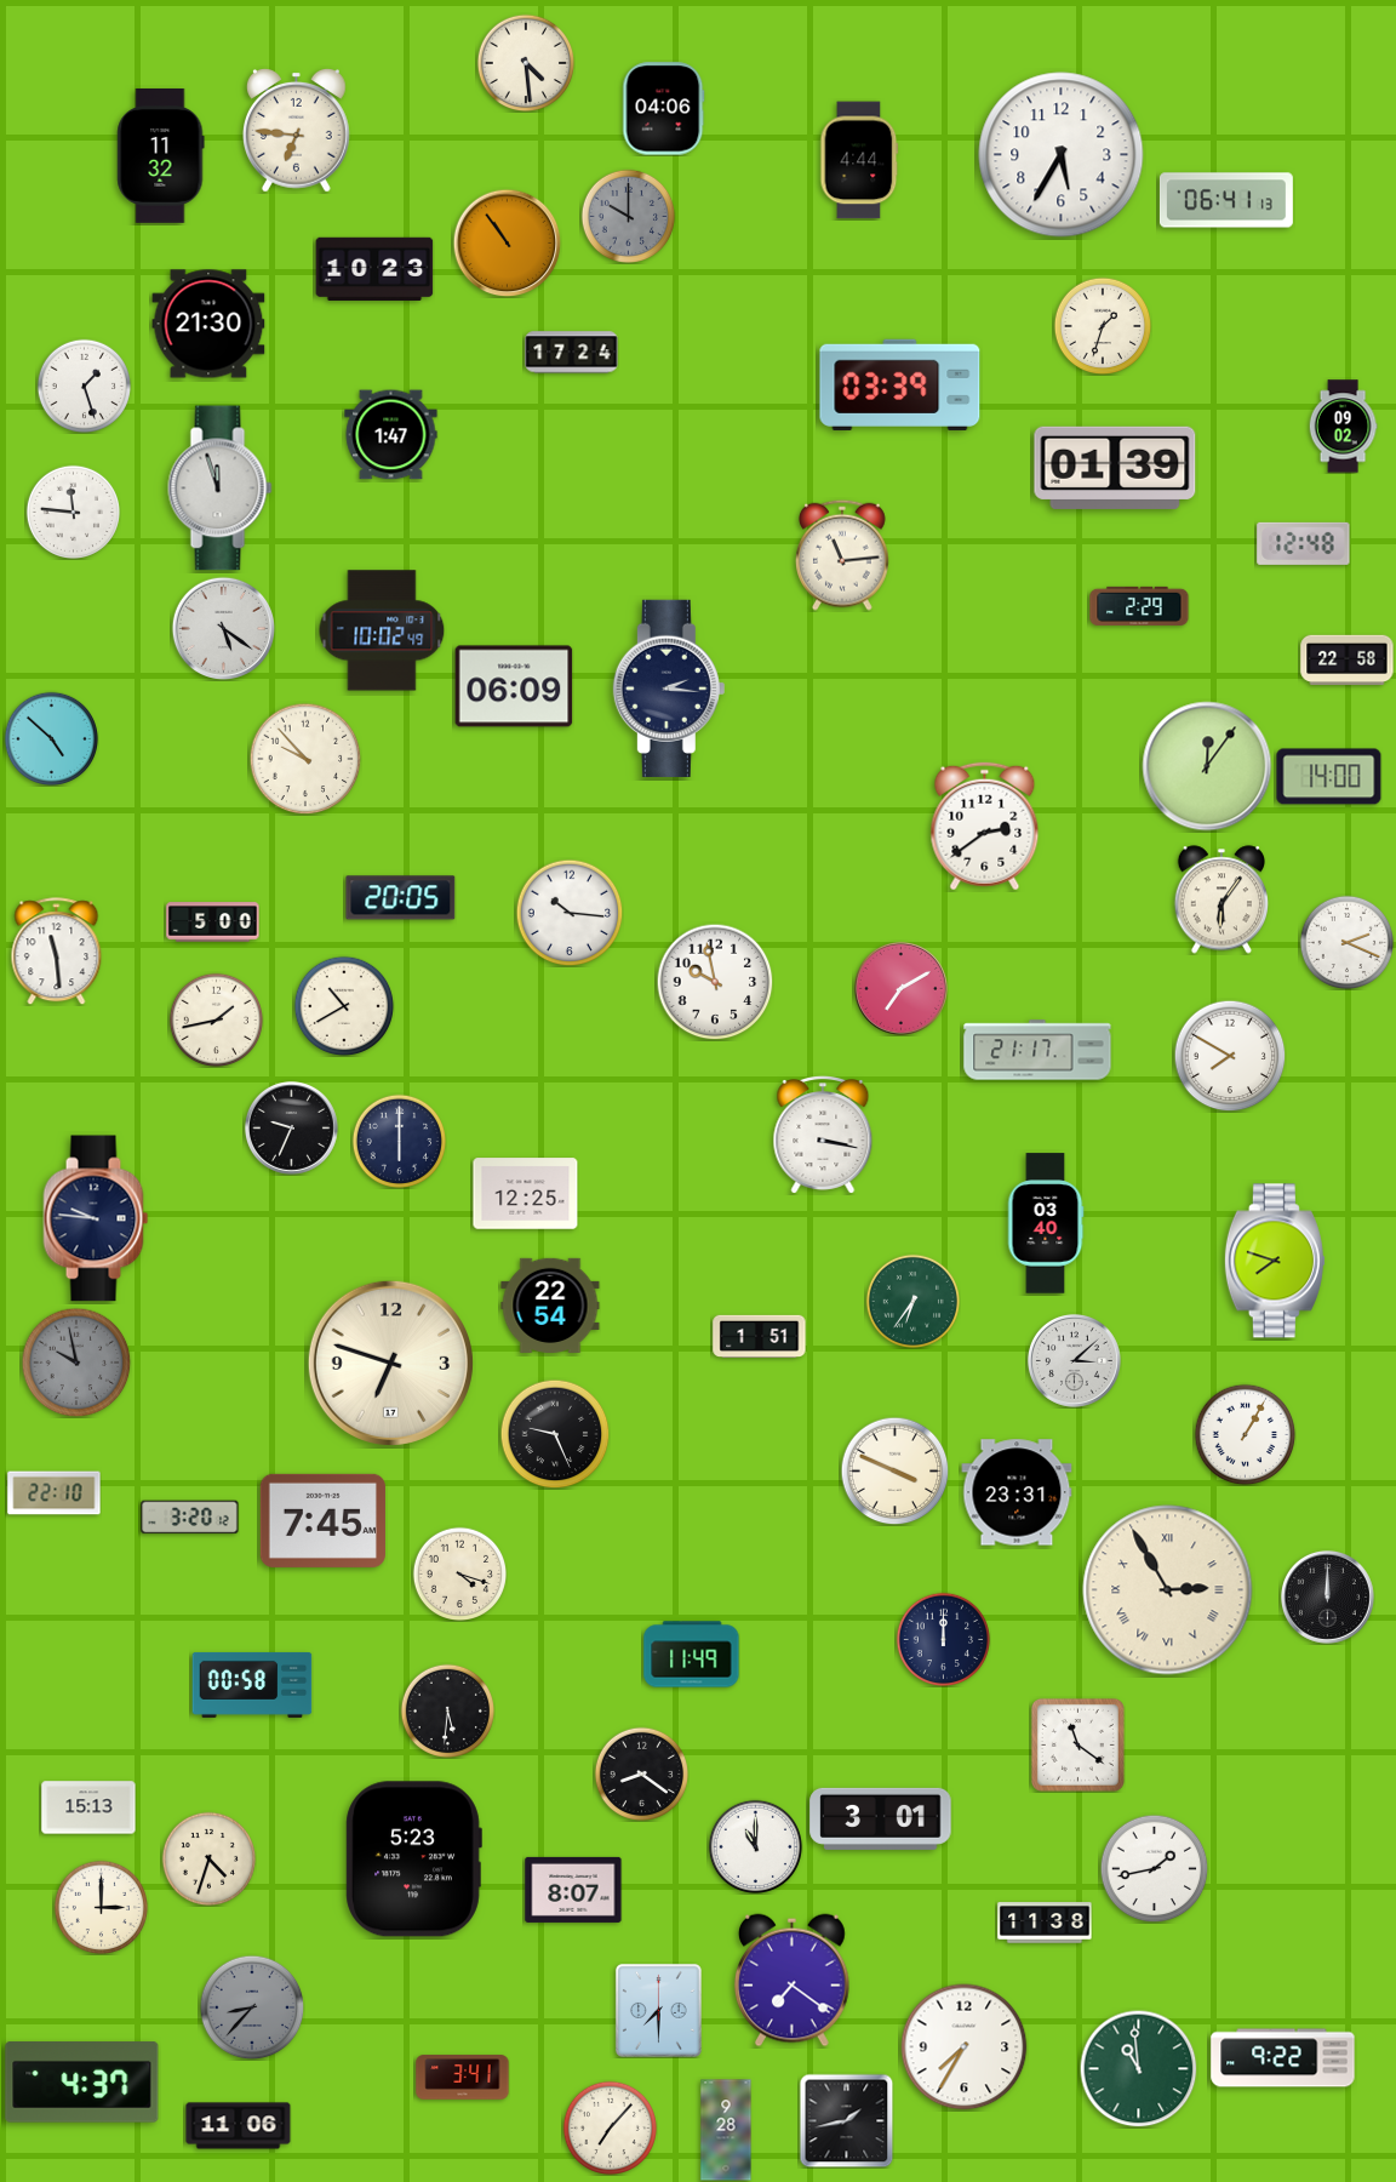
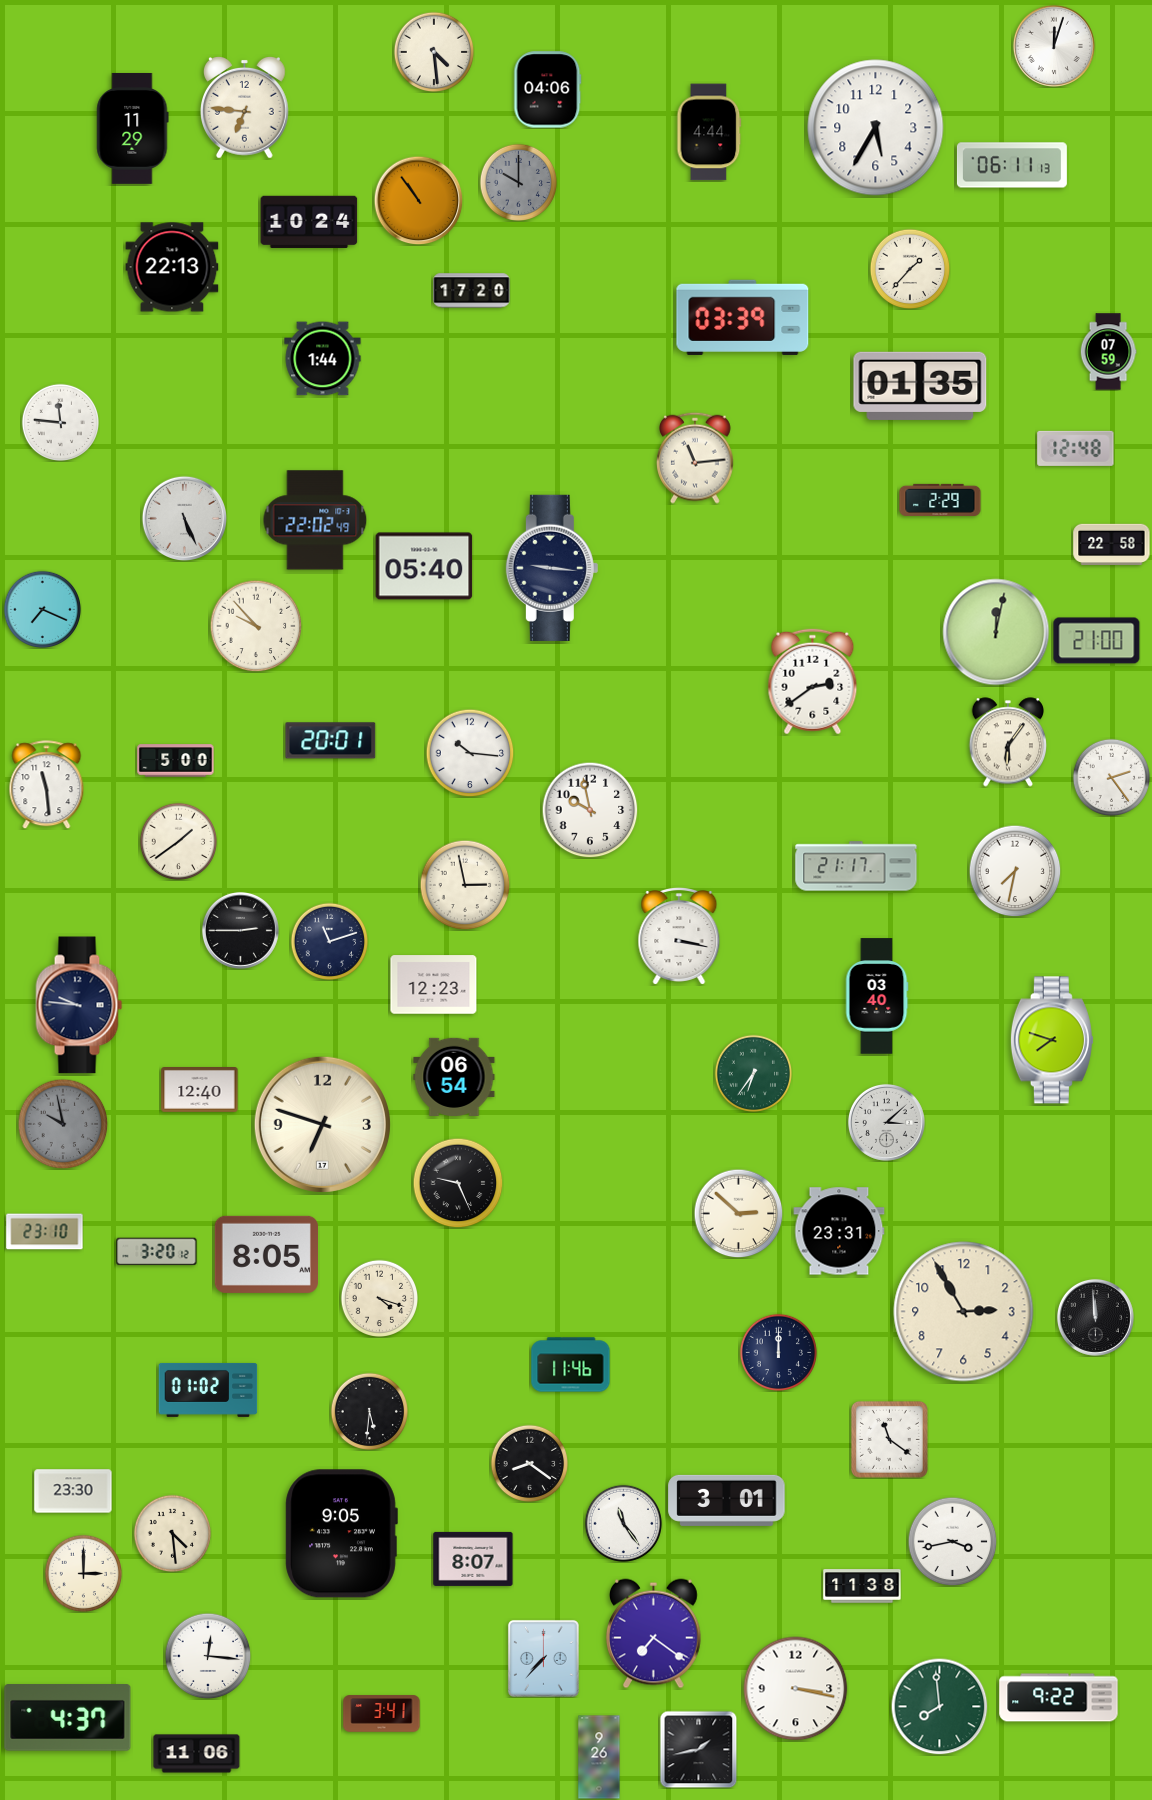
clock at (1054, 46): none -> 12:03
clock at (161, 155): 11:32 -> 11:29
clock at (1226, 200): 06:41 -> 06:11
clock at (628, 216) position: (628, 216) -> (518, 182)
clock at (374, 268): 10:23 -> 10:24
clock at (208, 324): 21:30 -> 22:13
clock at (1103, 326): 1:33 -> 1:37
clock at (572, 353): 17:24 -> 17:20
clock at (84, 385): 1:27 -> none
clock at (1343, 427): 09:02 -> 07:59
clock at (391, 435): 1:47 -> 1:44
clock at (1115, 468): 01:39 -> 01:35
clock at (221, 489): 11:57 -> none
clock at (223, 628): 5:21 -> 5:26
clock at (382, 630): 10:02 -> 22:02
clock at (514, 686): 06:09 -> 05:40
clock at (669, 689): 2:16 -> 9:16
clock at (51, 738): 4:52 -> 7:19
clock at (305, 759) position: (305, 759) -> (256, 626)
clock at (1207, 766): 12:06 -> 12:02
clock at (1329, 777): 14:00 -> 21:00
clock at (401, 898): 20:05 -> 20:01
clock at (1346, 942): 2:19 -> 2:24
clock at (900, 988): 7:10 -> none
clock at (344, 1006): 10:40 -> none
clock at (216, 1019): 1:43 -> 1:39
clock at (1230, 1056): 7:50 -> 7:32
clock at (465, 885): none -> 2:58
clock at (291, 1127): 9:34 -> 2:45
clock at (399, 1141): 6:00 -> 11:12
clock at (526, 1194): 12:25 -> 12:23
clock at (1046, 1223) position: (1046, 1223) -> (877, 996)
clock at (550, 1306): 22:54 -> 06:54
clock at (200, 1090): none -> 12:40
clock at (760, 1336): 1:51 -> none
clock at (1245, 1434): 1:05 -> none
clock at (894, 1470): 3:49 -> 2:52
clock at (55, 1493): 22:10 -> 23:10
clock at (322, 1520): 7:45 -> 8:05
clock at (1168, 1590) numerals: Roman -> Arabic
clock at (1327, 1596): 12:00 -> 11:59
clock at (692, 1655): 11:49 -> 11:46
clock at (252, 1685): 00:58 -> 01:02
clock at (88, 1807): 15:13 -> 23:30
clock at (755, 1846): 11:00 -> 11:24
clock at (208, 1858): 4:33 -> 4:29
clock at (413, 1860): 5:23 -> 9:05
clock at (1154, 1868): 1:43 -> 3:43
clock at (252, 2007): 8:37 -> 12:16
clock at (252, 2007) dial: grey -> white
clock at (658, 2010): 7:30 -> 7:37
clock at (965, 2047): 7:35 -> 3:17
clock at (1138, 2068): 10:59 -> 7:59
clock at (610, 2127): 7:07 -> none
clock at (726, 2130): 9:28 -> 9:26
